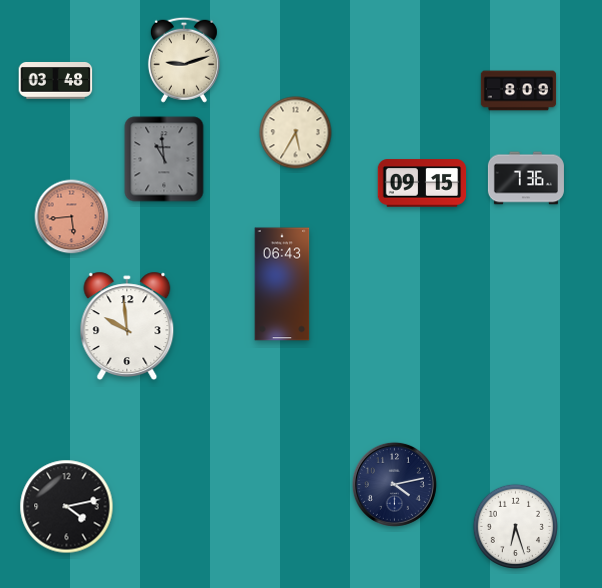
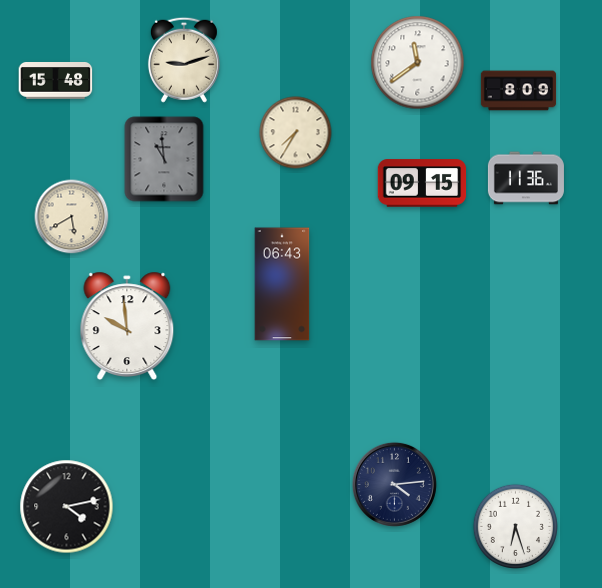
clock at (418, 63): none -> 11:39
clock at (56, 81): 03:48 -> 15:48
clock at (296, 133): 5:35 -> 7:35
clock at (526, 178): 7:36 -> 11:36
clock at (72, 217): 5:44 -> 5:40
clock at (72, 217) dial: salmon -> cream
clock at (394, 484): 4:13 -> 4:14
